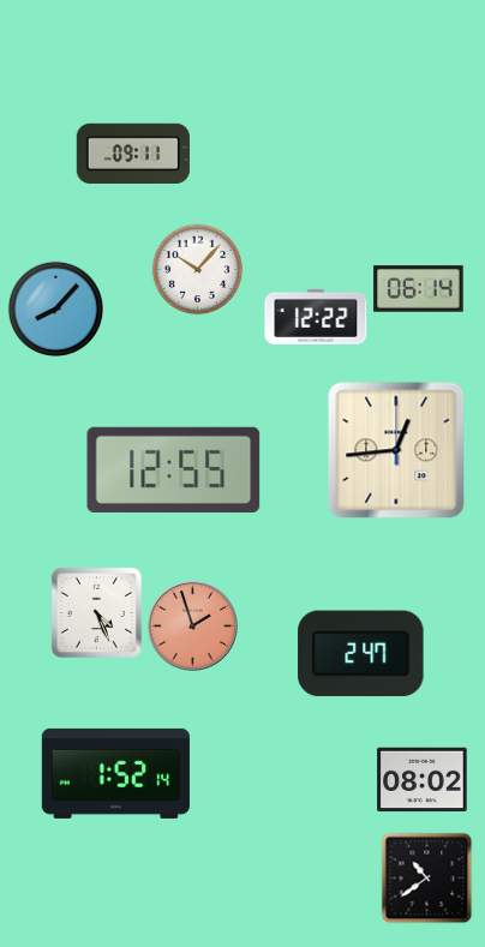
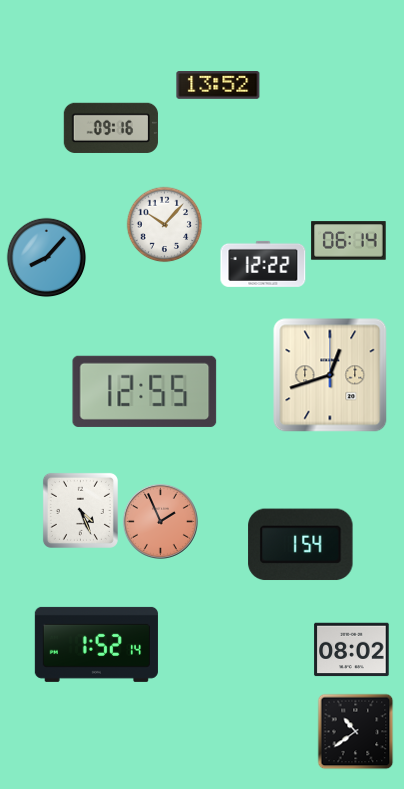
clock at (218, 86): none -> 13:52
clock at (132, 152): 09:11 -> 09:16
clock at (396, 450): 12:44 -> 12:42
clock at (192, 625): 1:57 -> 1:56
clock at (361, 654): 2:47 -> 1:54
